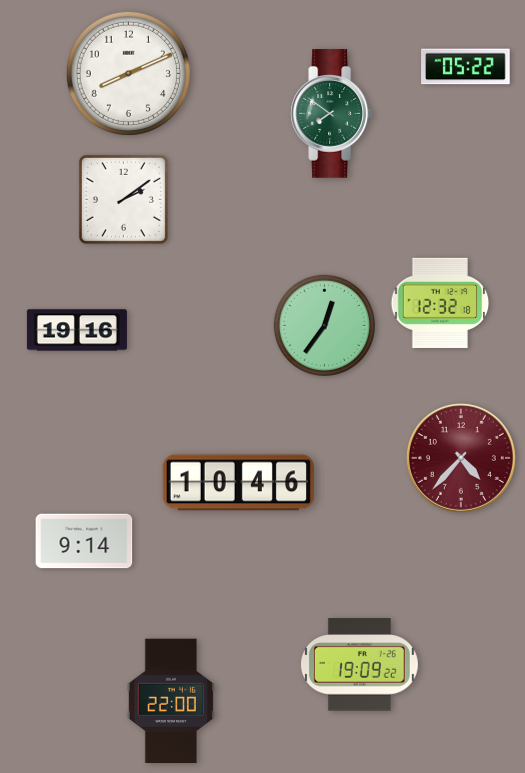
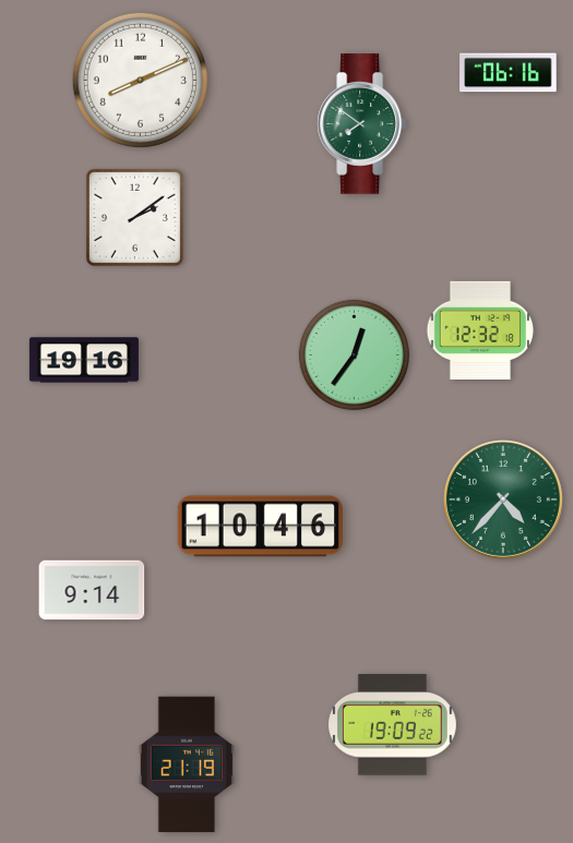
clock at (466, 67): 05:22 -> 06:16
clock at (461, 458) dial: burgundy -> green
clock at (171, 701): 22:00 -> 21:19
